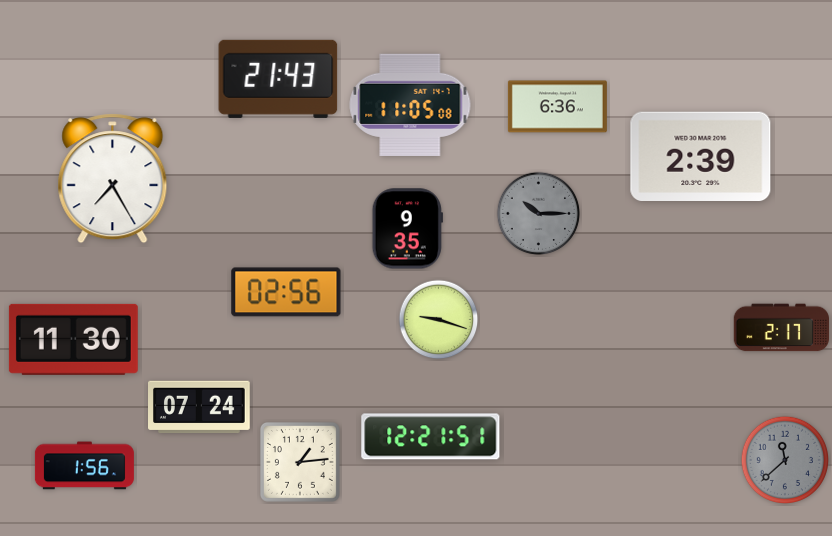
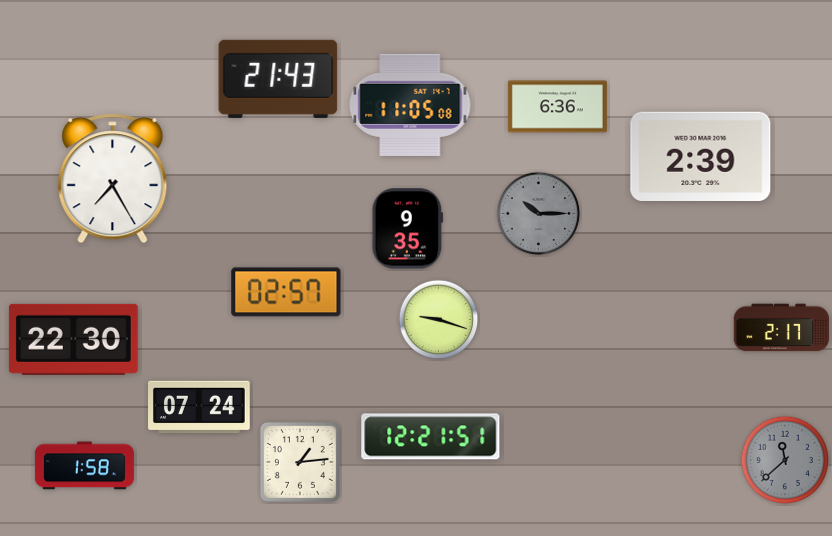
clock at (286, 292): 02:56 -> 02:57
clock at (73, 339): 11:30 -> 22:30
clock at (84, 466): 1:56 -> 1:58
